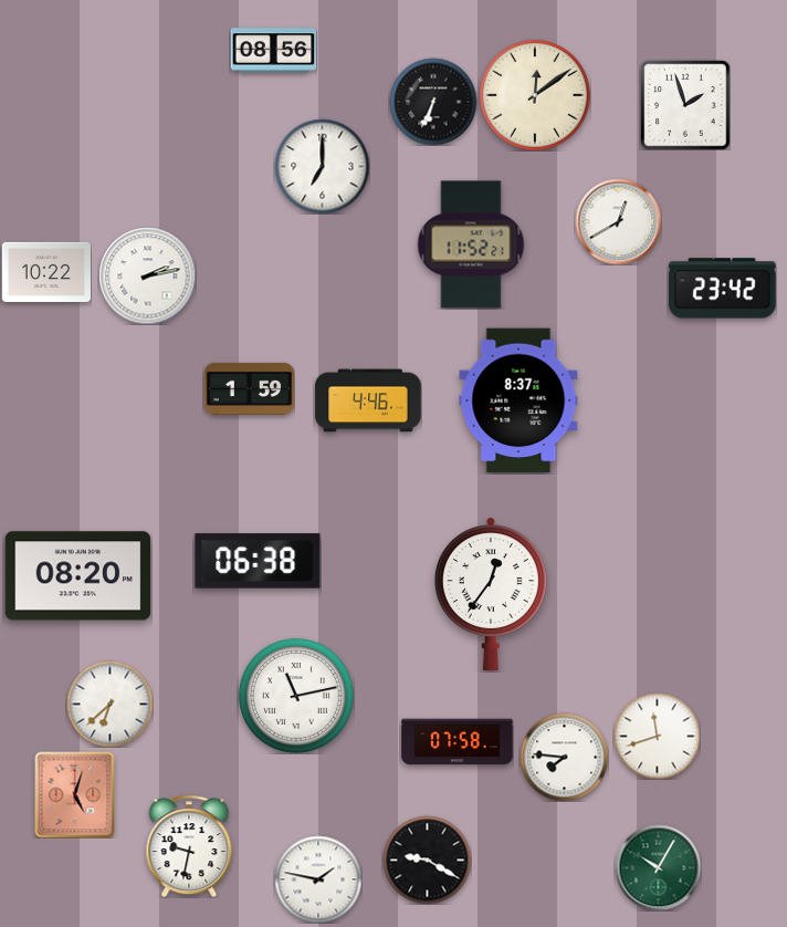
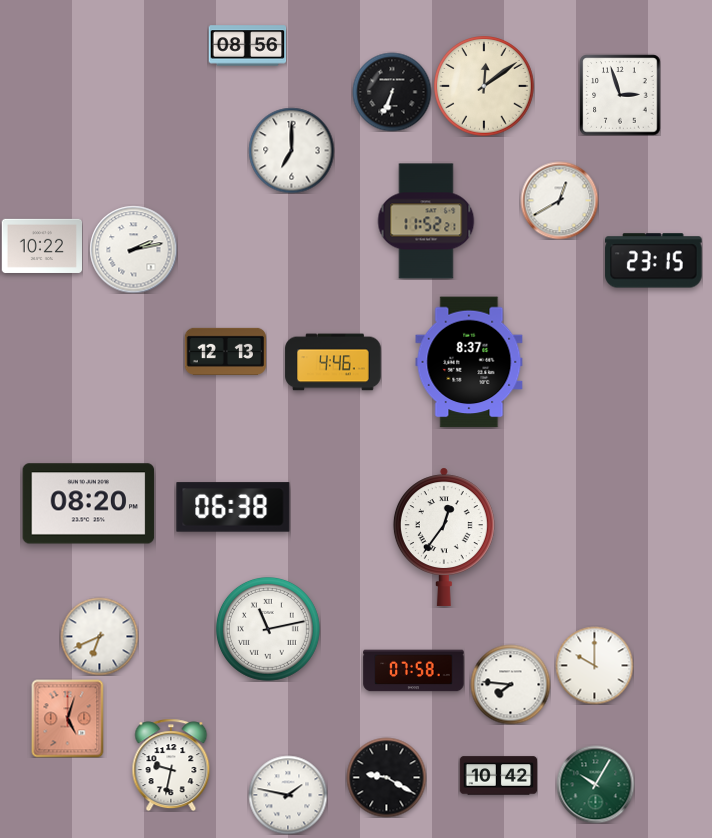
clock at (685, 105): 1:57 -> 2:57
clock at (723, 289): 23:42 -> 23:15
clock at (249, 388): 1:59 -> 12:13
clock at (78, 576) position: (78, 576) -> (89, 504)
clock at (109, 704): 6:38 -> 6:41
clock at (657, 736): 11:42 -> 10:00
clock at (498, 776): none -> 10:42
